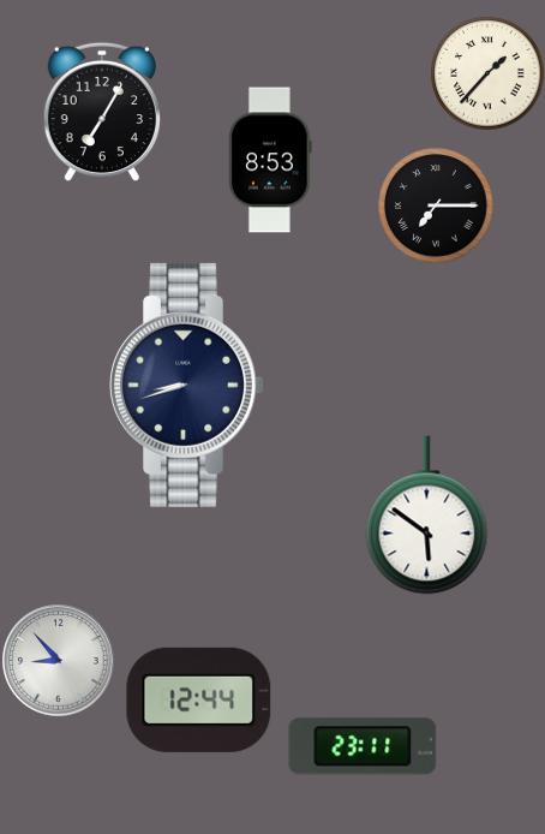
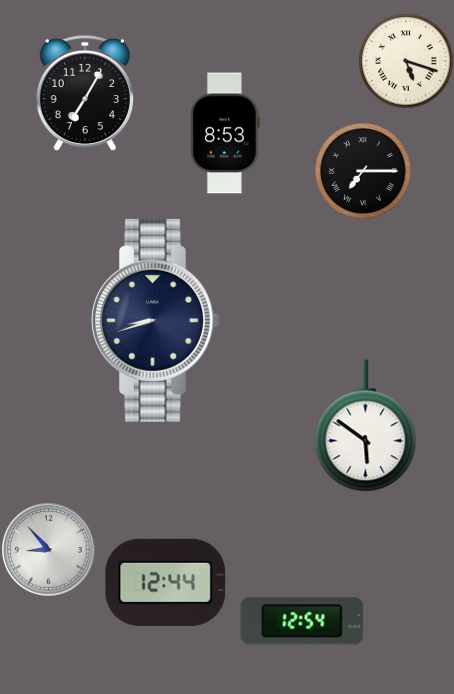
clock at (487, 73): 1:37 -> 5:18
clock at (427, 516) position: (427, 516) -> (366, 426)
clock at (363, 746): 23:11 -> 12:54
